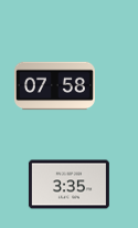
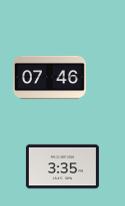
clock at (54, 86): 07:58 -> 07:46
